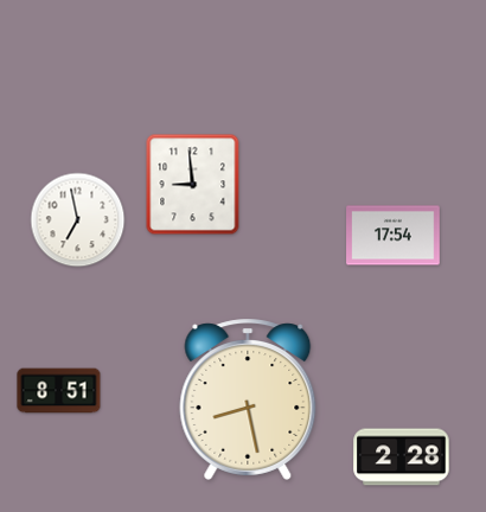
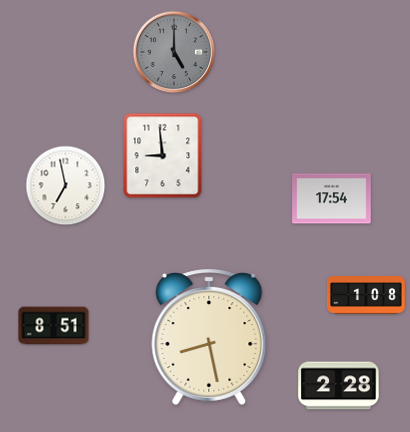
clock at (174, 52): none -> 5:00
clock at (366, 295): none -> 1:08
clock at (59, 391) position: (59, 391) -> (54, 326)
